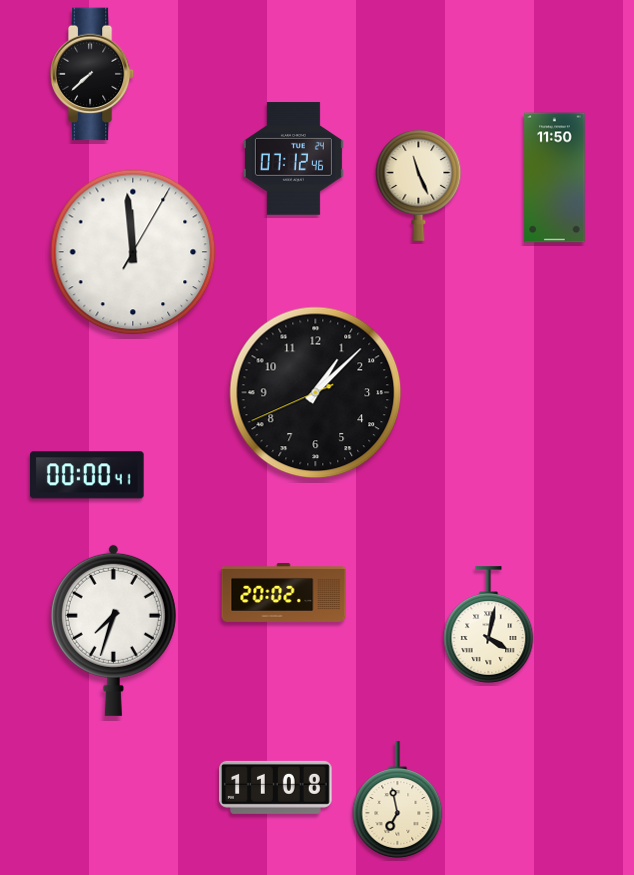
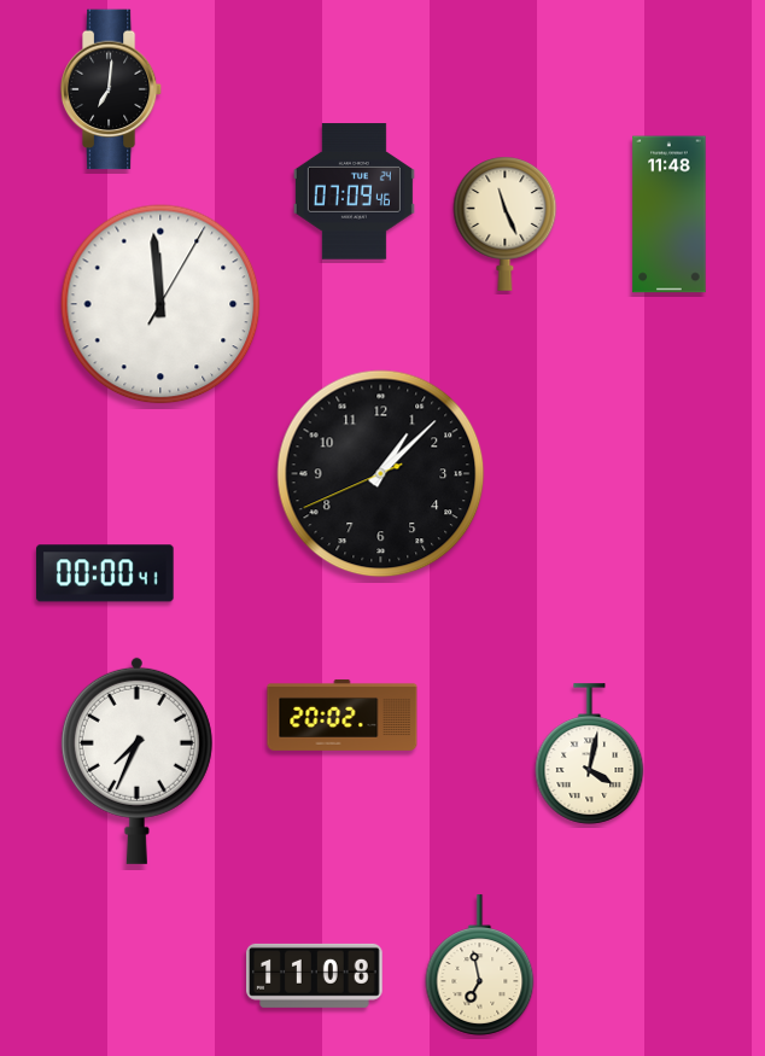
clock at (92, 74): 7:38 -> 7:01
clock at (293, 159): 07:12 -> 07:09
clock at (555, 178): 11:50 -> 11:48
clock at (113, 630): 7:33 -> 7:34
clock at (276, 787) position: (276, 787) -> (315, 975)
